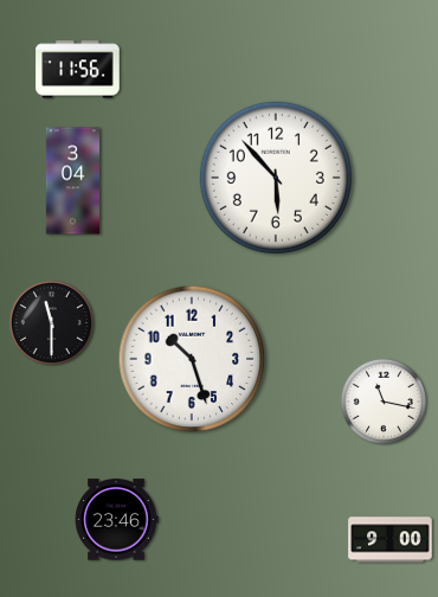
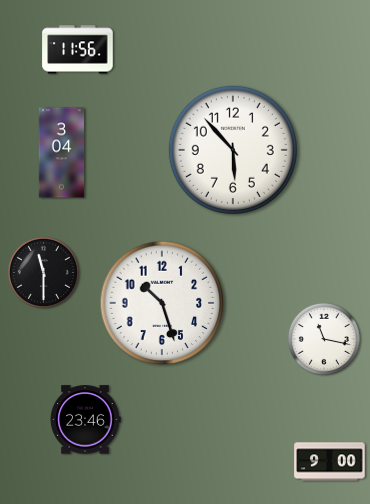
clock at (78, 70) position: (78, 70) -> (78, 50)
clock at (116, 520) position: (116, 520) -> (85, 420)
clock at (391, 540) position: (391, 540) -> (330, 462)
